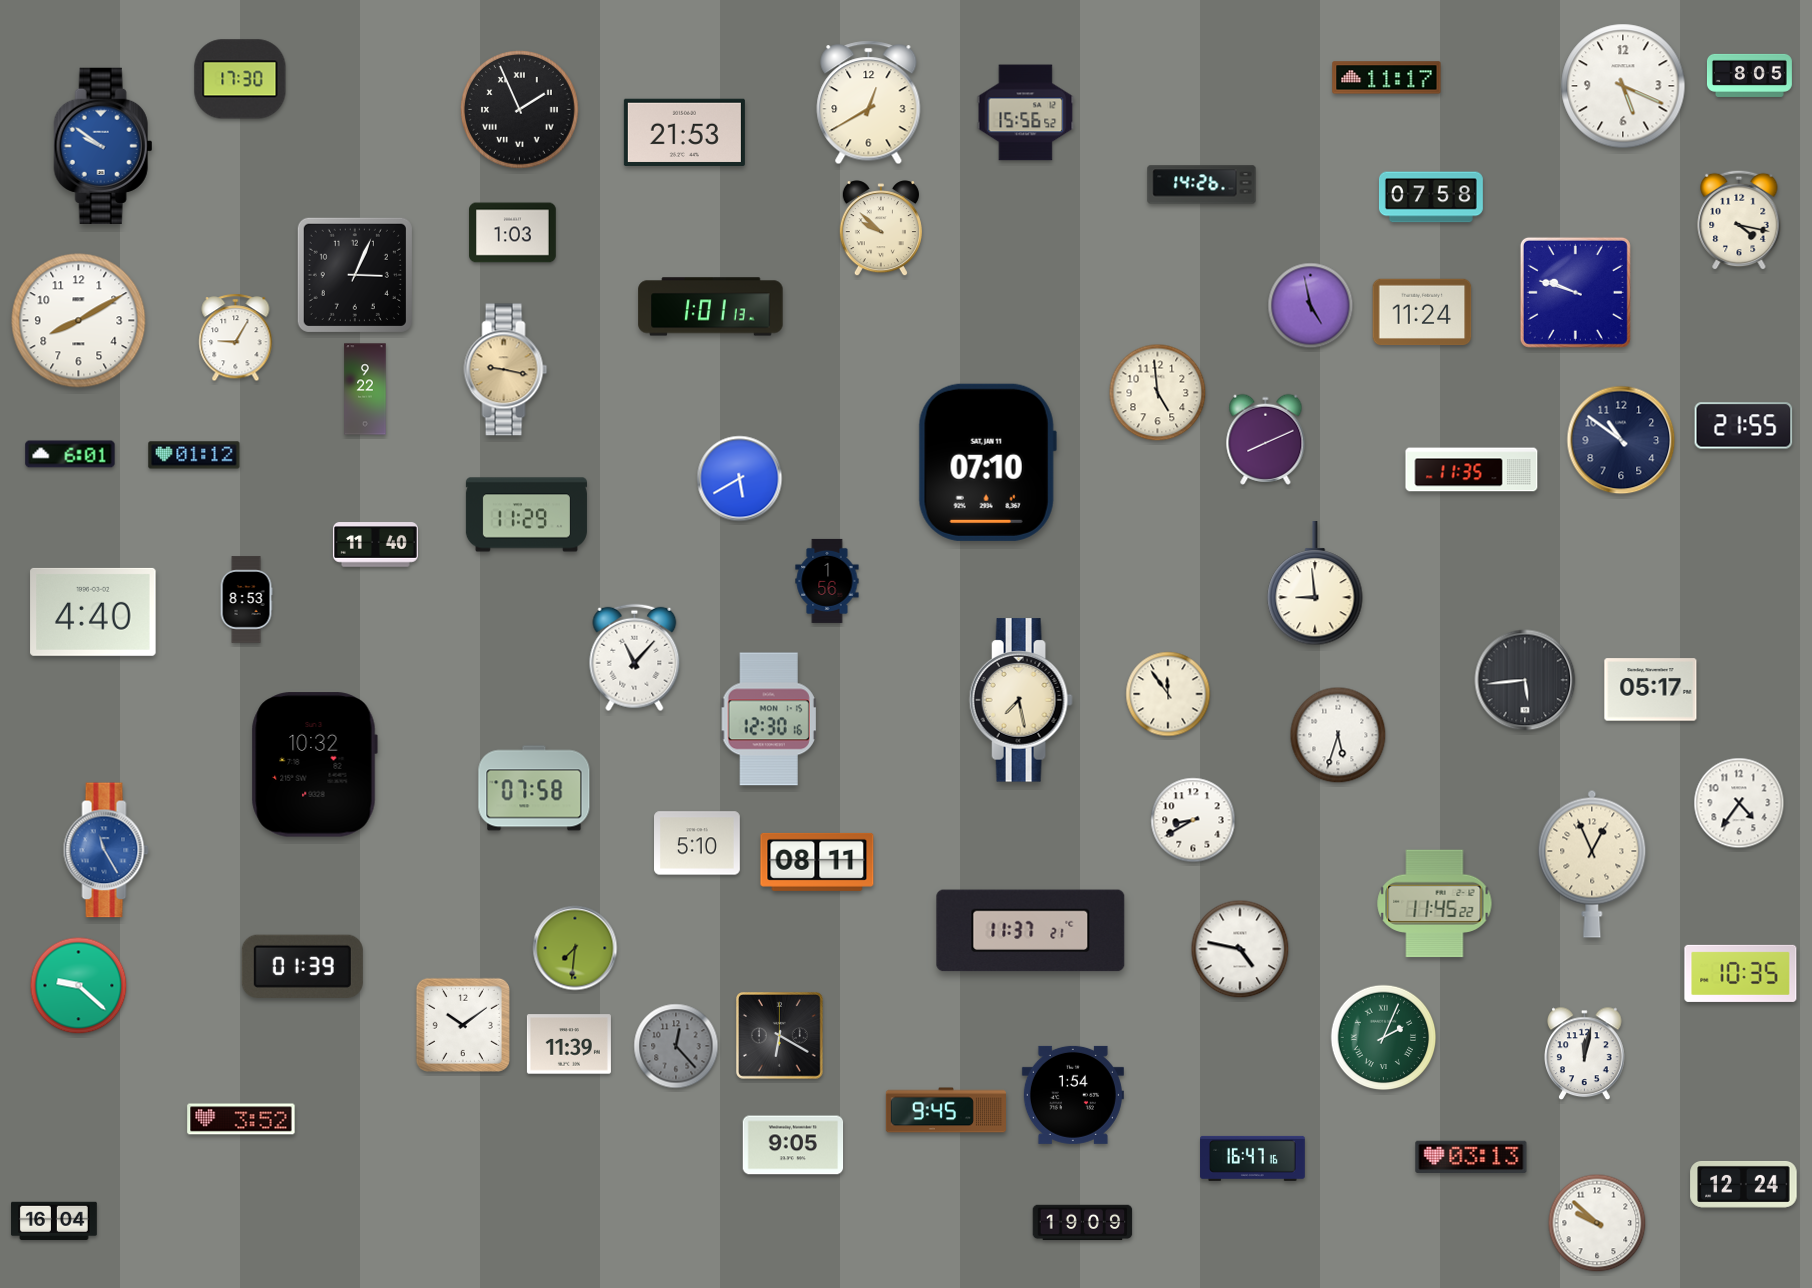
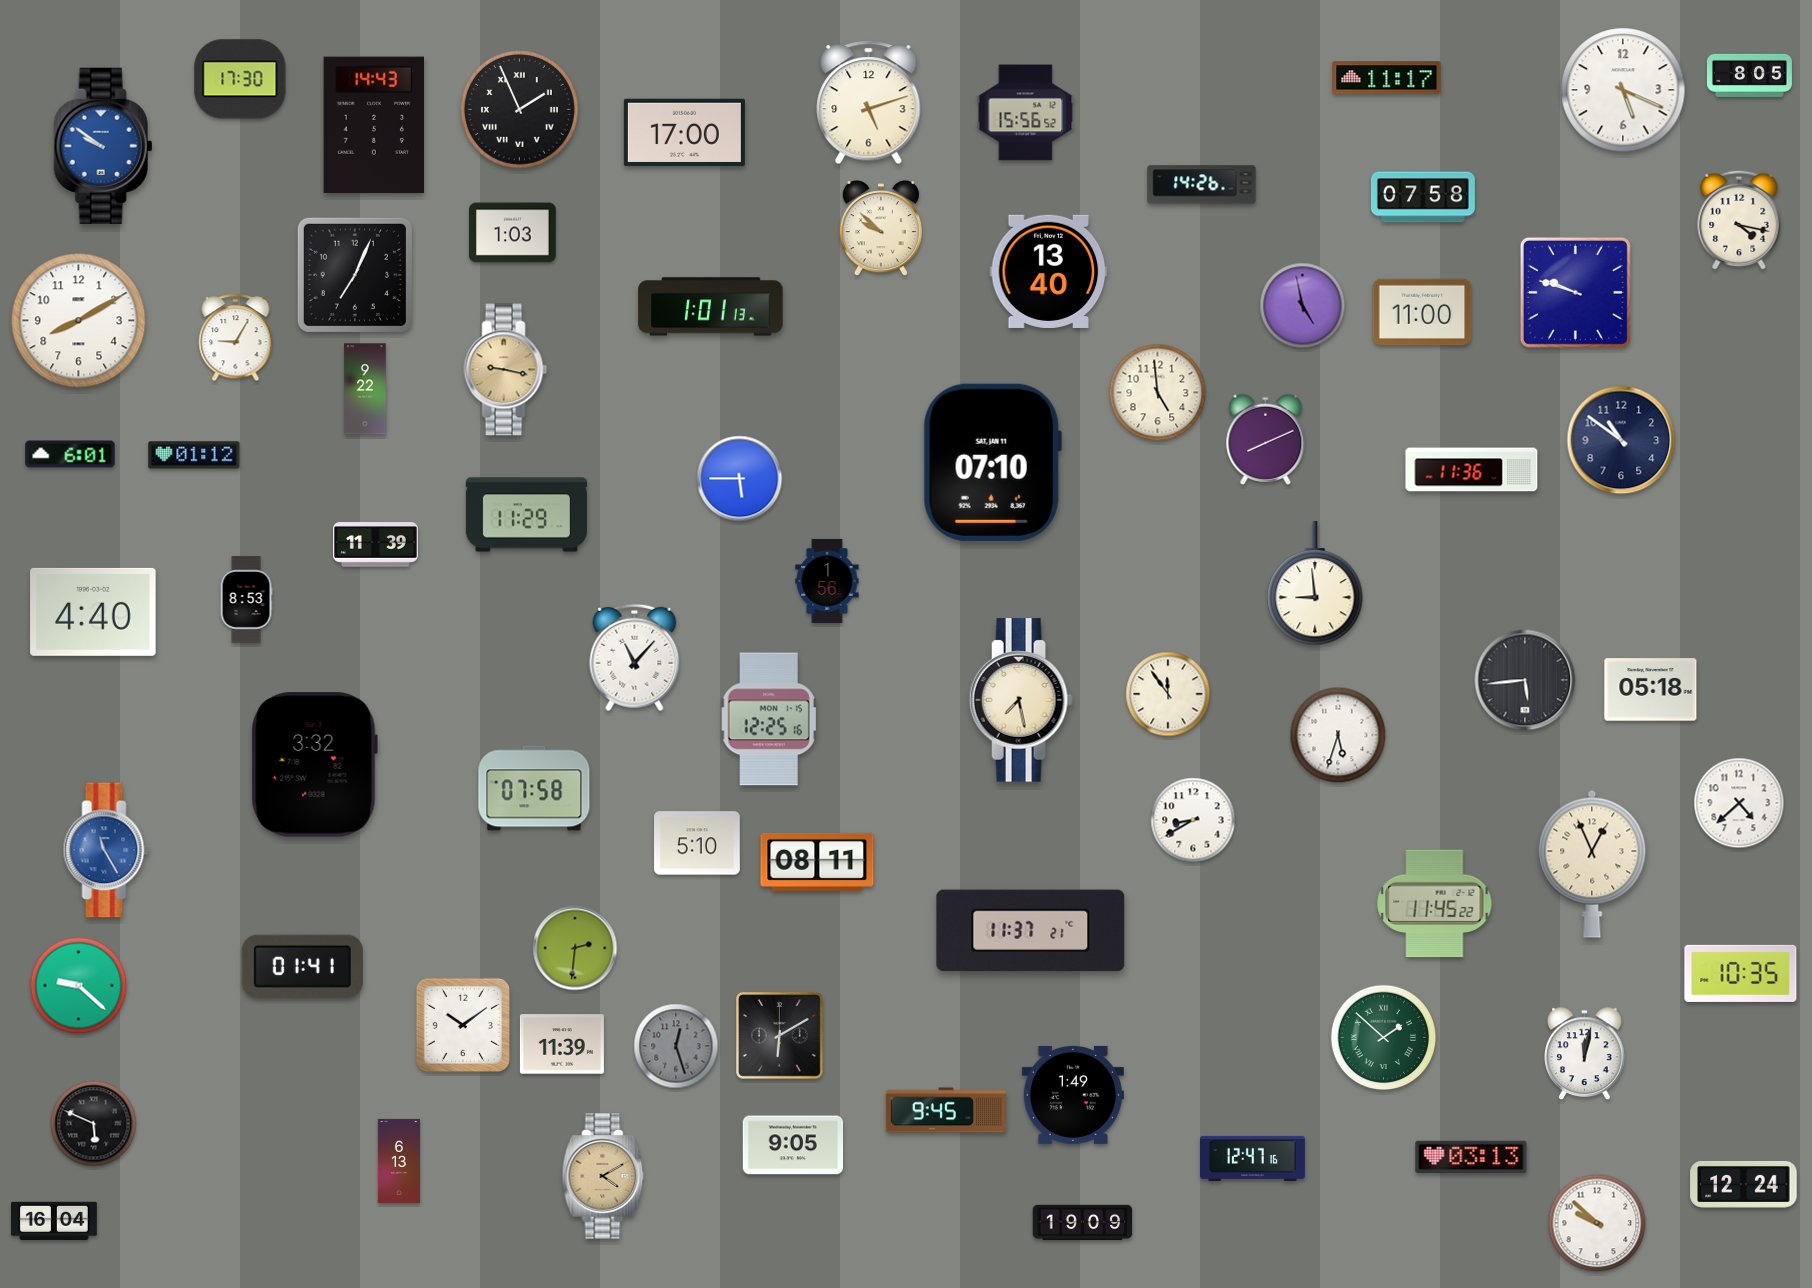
clock at (1623, 86) position: (1623, 86) -> (1623, 90)
clock at (869, 103): 12:40 -> 5:12
clock at (374, 125): none -> 14:43
clock at (684, 132): 21:53 -> 17:00
clock at (1431, 197) position: (1431, 197) -> (1423, 197)
clock at (1049, 271): none -> 13:40
clock at (355, 275): 3:04 -> 7:04
clock at (1311, 306) position: (1311, 306) -> (1303, 306)
clock at (1422, 312): 11:24 -> 11:00
clock at (1744, 426): 21:55 -> none
clock at (987, 462) position: (987, 462) -> (992, 462)
clock at (1472, 470): 11:35 -> 11:36
clock at (740, 479): 5:40 -> 5:45
clock at (375, 545): 11:40 -> 11:39
clock at (1651, 690): 05:17 -> 05:18
clock at (769, 719): 12:30 -> 12:25
clock at (314, 765): 10:32 -> 3:32
clock at (1739, 803): 4:36 -> 4:38
clock at (575, 948): 7:31 -> 2:31
clock at (1240, 949): 4:47 -> none
clock at (302, 966): 01:39 -> 01:41
clock at (780, 1036): 6:20 -> 6:10
clock at (1384, 1038): 2:04 -> 1:52
clock at (569, 1044) position: (569, 1044) -> (562, 1044)
clock at (676, 1046): 12:23 -> 12:27
clock at (1073, 1095): 1:54 -> 1:49
clock at (241, 1119): 3:52 -> none
clock at (94, 1124): none -> 5:49
clock at (1253, 1158): 16:47 -> 12:47
clock at (398, 1161): none -> 6:13
clock at (603, 1176): none -> 4:10
